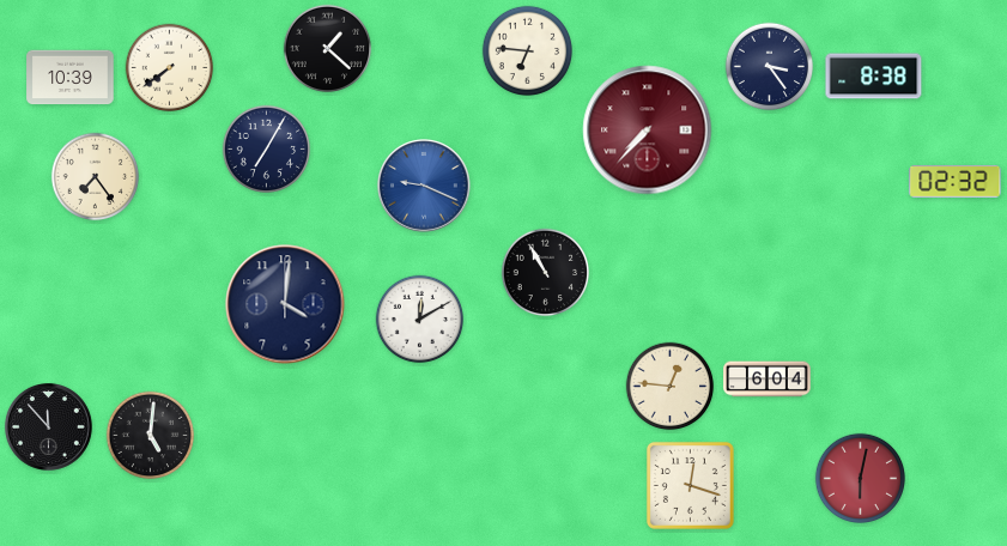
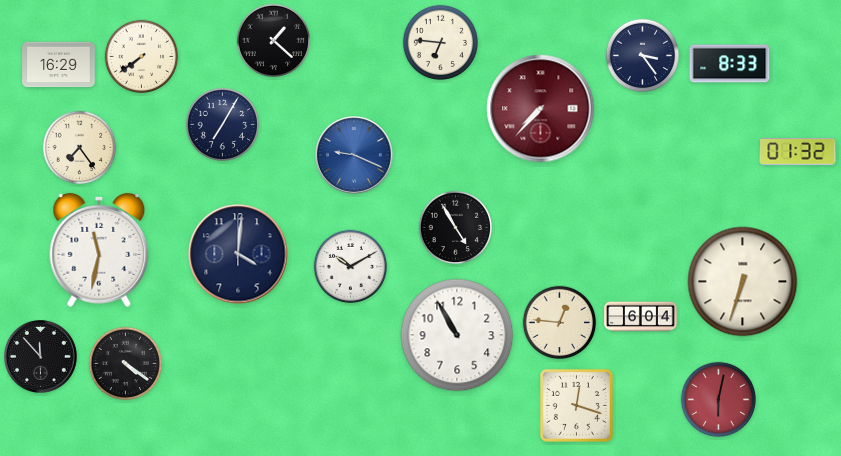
clock at (874, 77): 8:38 -> 8:33
clock at (71, 78): 10:39 -> 16:29
clock at (956, 181): 02:32 -> 01:32
clock at (546, 273): 10:55 -> 4:55
clock at (99, 250): none -> 11:32
clock at (420, 320): 12:10 -> 10:10
clock at (743, 282): none -> 6:33
clock at (457, 335): none -> 10:55
clock at (151, 436): 5:01 -> 4:21
